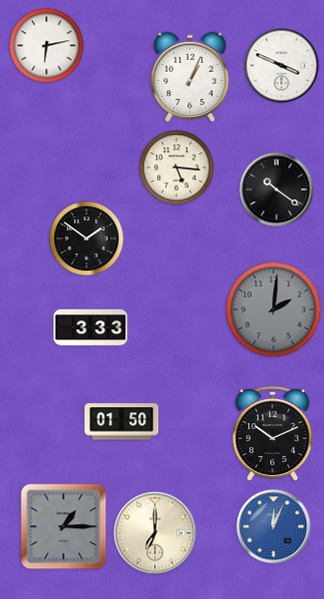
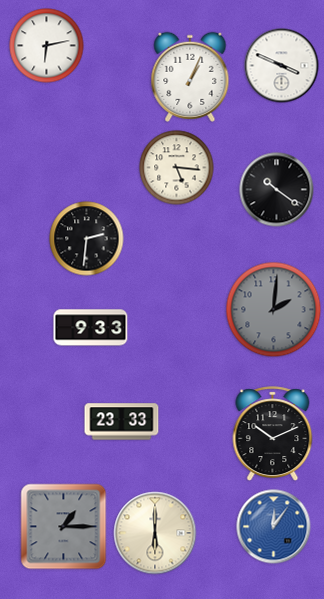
clock at (87, 239): 1:51 -> 2:31
clock at (91, 328): 3:33 -> 9:33
clock at (122, 422): 01:50 -> 23:33
clock at (274, 527): 12:04 -> 12:06
clock at (155, 533): 7:00 -> 6:00
